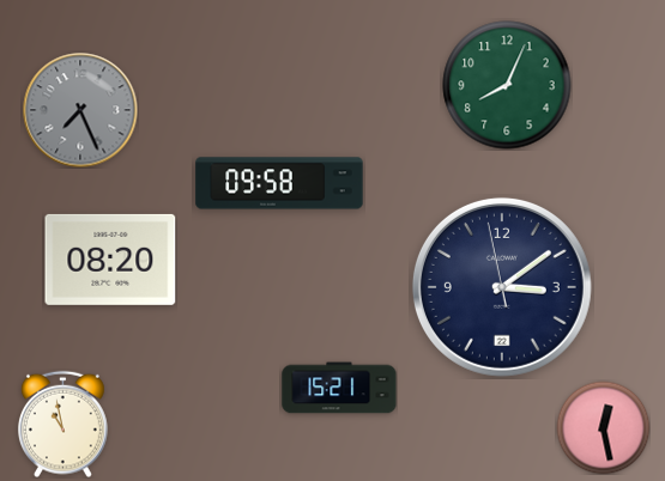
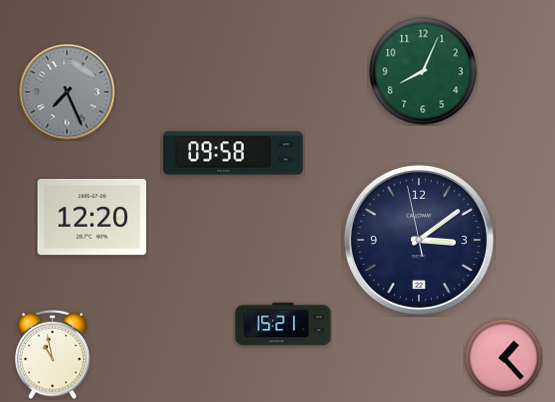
clock at (110, 260): 08:20 -> 12:20
clock at (603, 427): 12:28 -> 1:23
